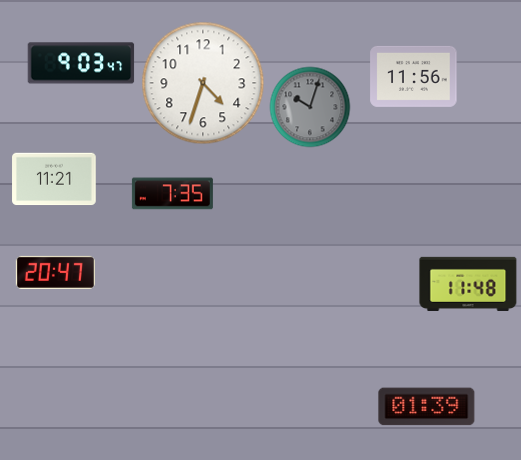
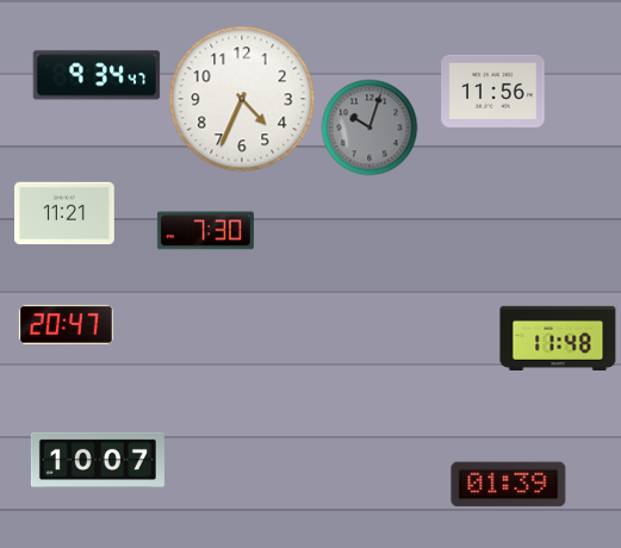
clock at (81, 63): 9:03 -> 9:34
clock at (203, 83): 4:33 -> 4:34
clock at (172, 194): 7:35 -> 7:30
clock at (98, 459): none -> 10:07
